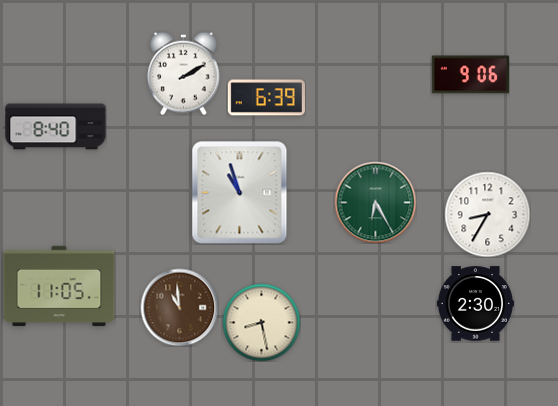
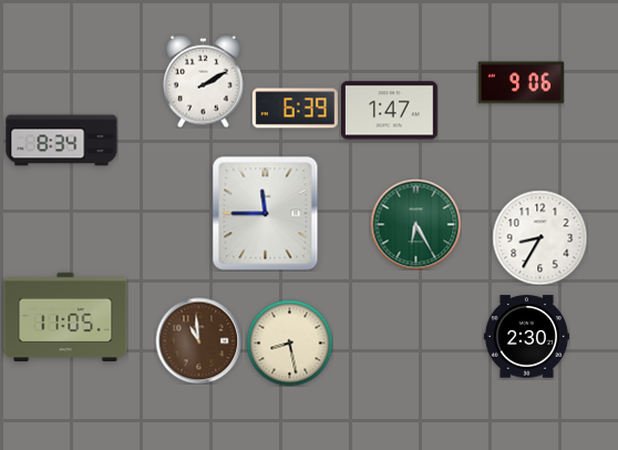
clock at (390, 111): none -> 1:47
clock at (56, 127): 8:40 -> 8:34
clock at (240, 193): 10:57 -> 11:45
clock at (261, 322) position: (261, 322) -> (289, 342)
